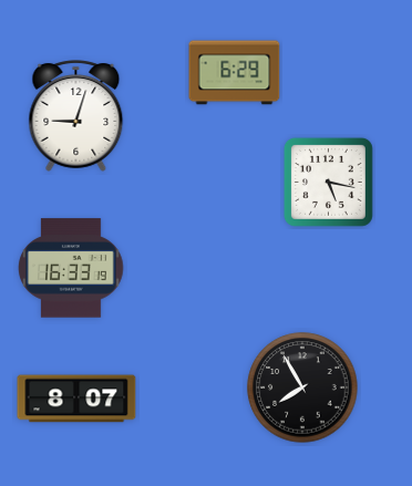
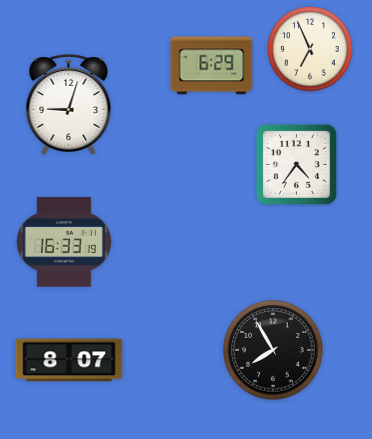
clock at (310, 49): none -> 6:56
clock at (328, 182): 5:17 -> 4:36
